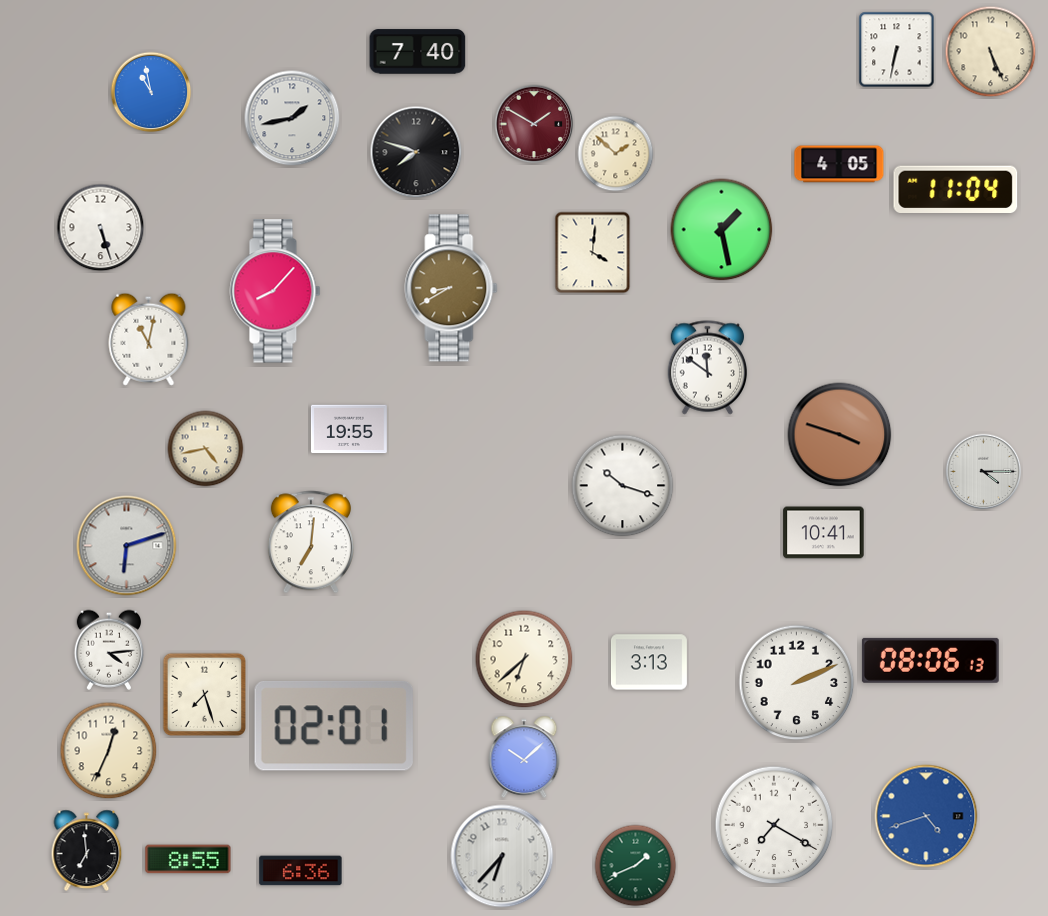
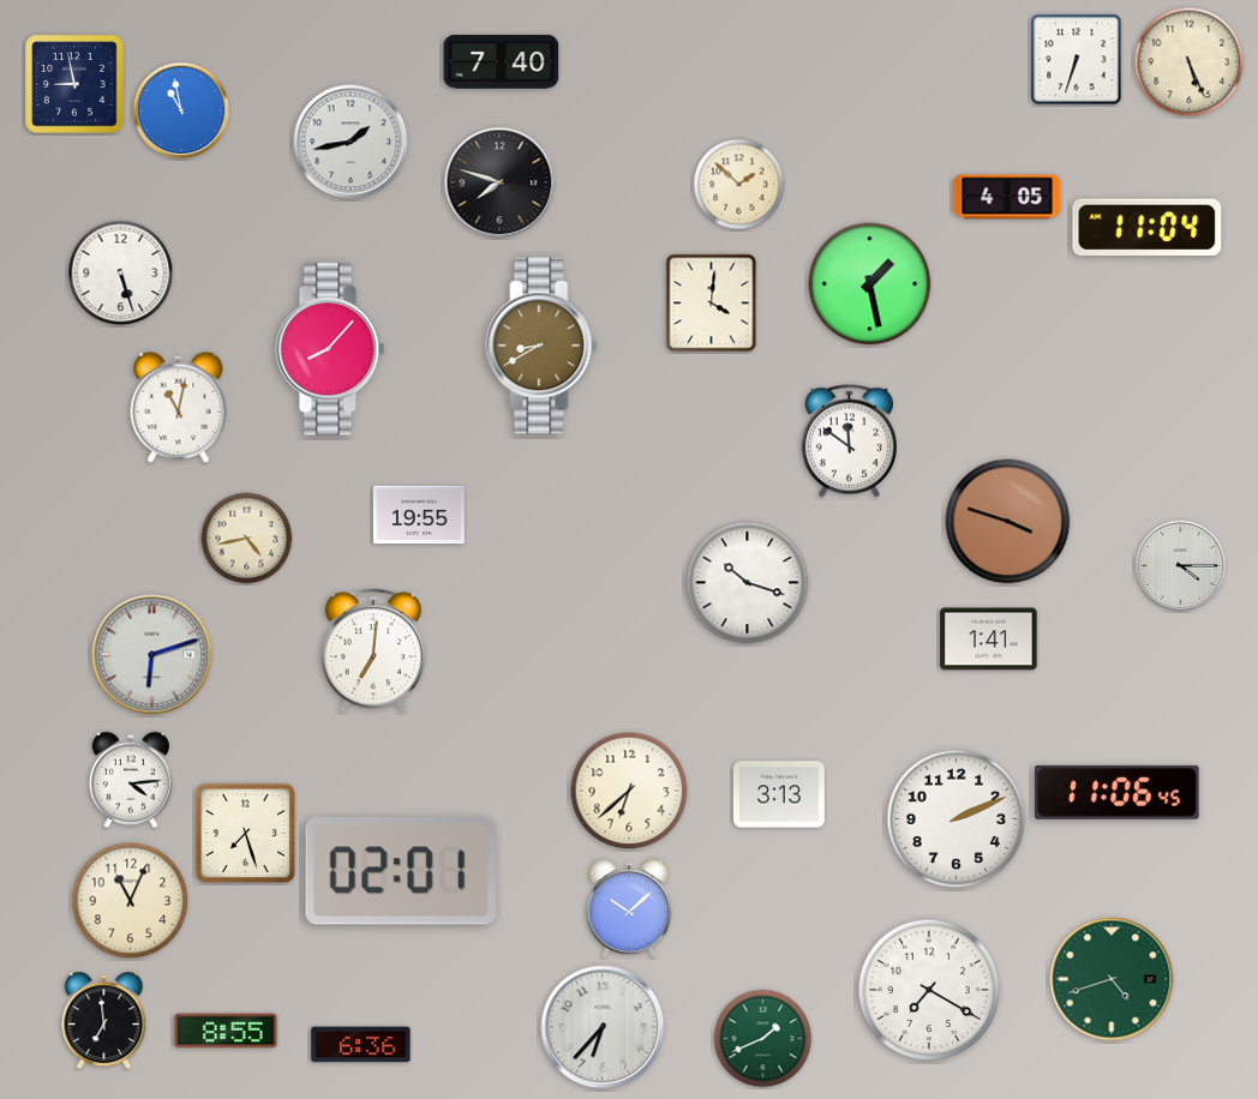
clock at (897, 50): 6:32 -> 6:33
clock at (74, 84): none -> 8:58
clock at (534, 124): 1:50 -> none
clock at (722, 230) position: (722, 230) -> (870, 284)
clock at (824, 533): 10:41 -> 1:41
clock at (930, 660): 08:06 -> 11:06
clock at (109, 751): 12:34 -> 11:04
clock at (926, 816) dial: blue -> green
